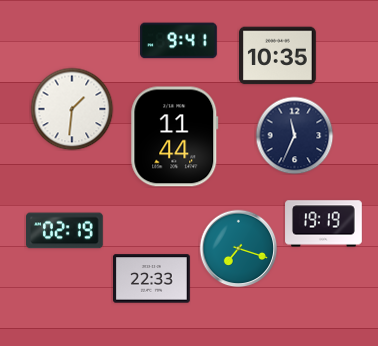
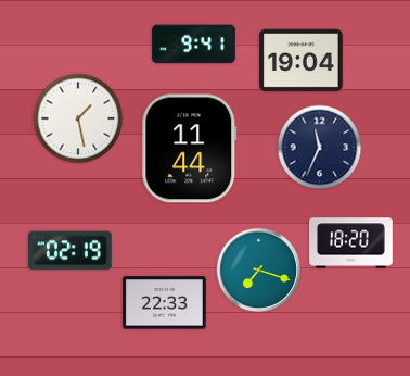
clock at (278, 56): 10:35 -> 19:04
clock at (72, 109): 1:31 -> 1:28
clock at (324, 224): 19:19 -> 18:20
